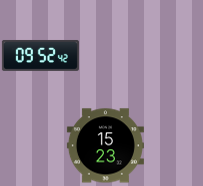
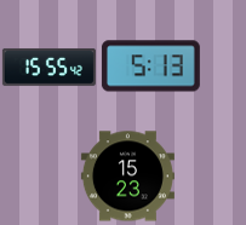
clock at (40, 55): 09:52 -> 15:55
clock at (150, 67): none -> 5:13
